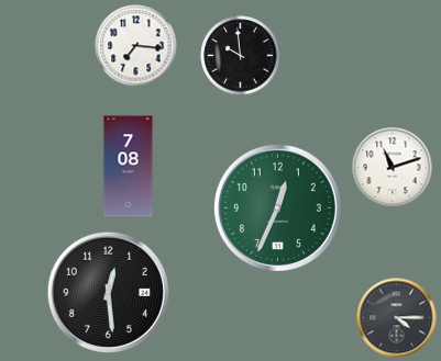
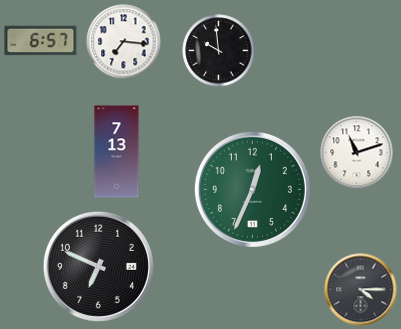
clock at (41, 41): none -> 6:57
clock at (129, 167): 7:08 -> 7:13
clock at (108, 292): 12:29 -> 6:49
